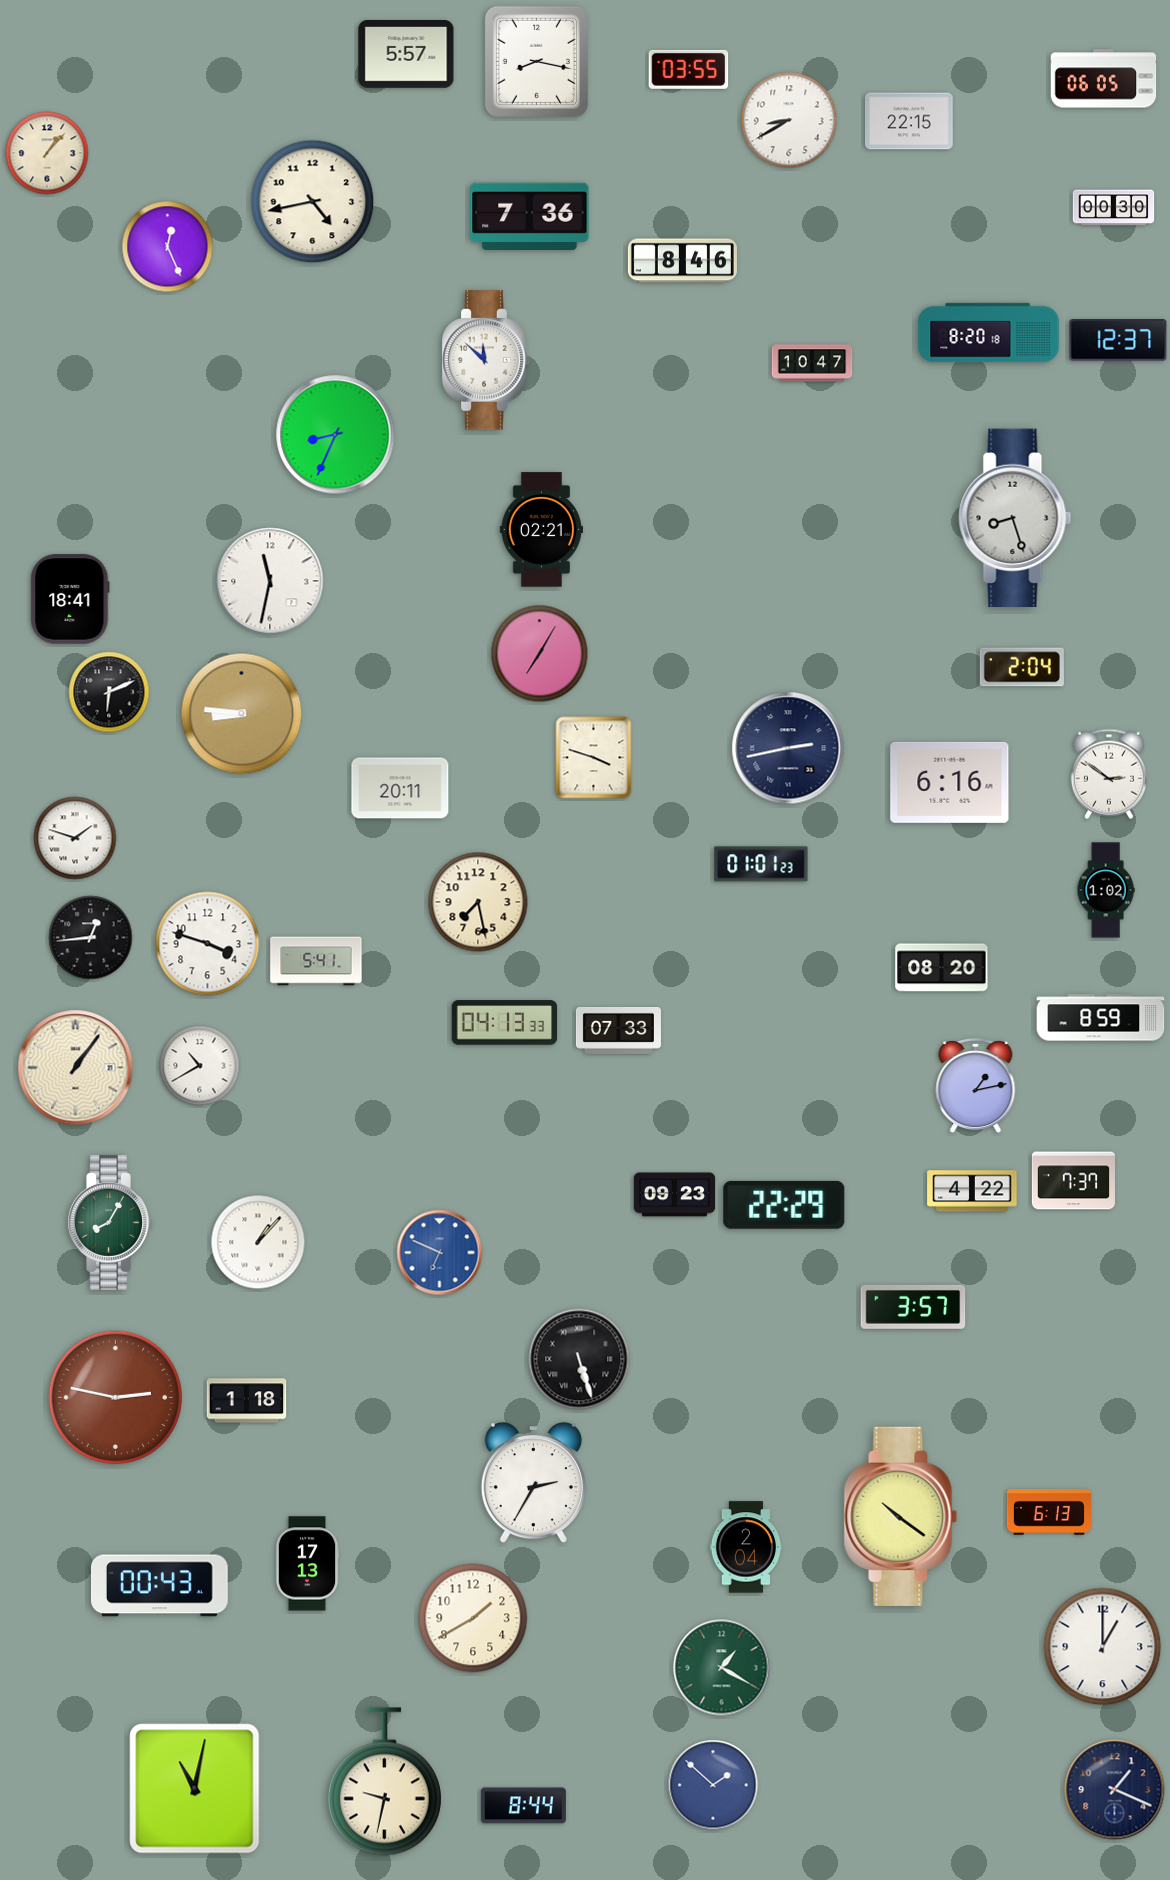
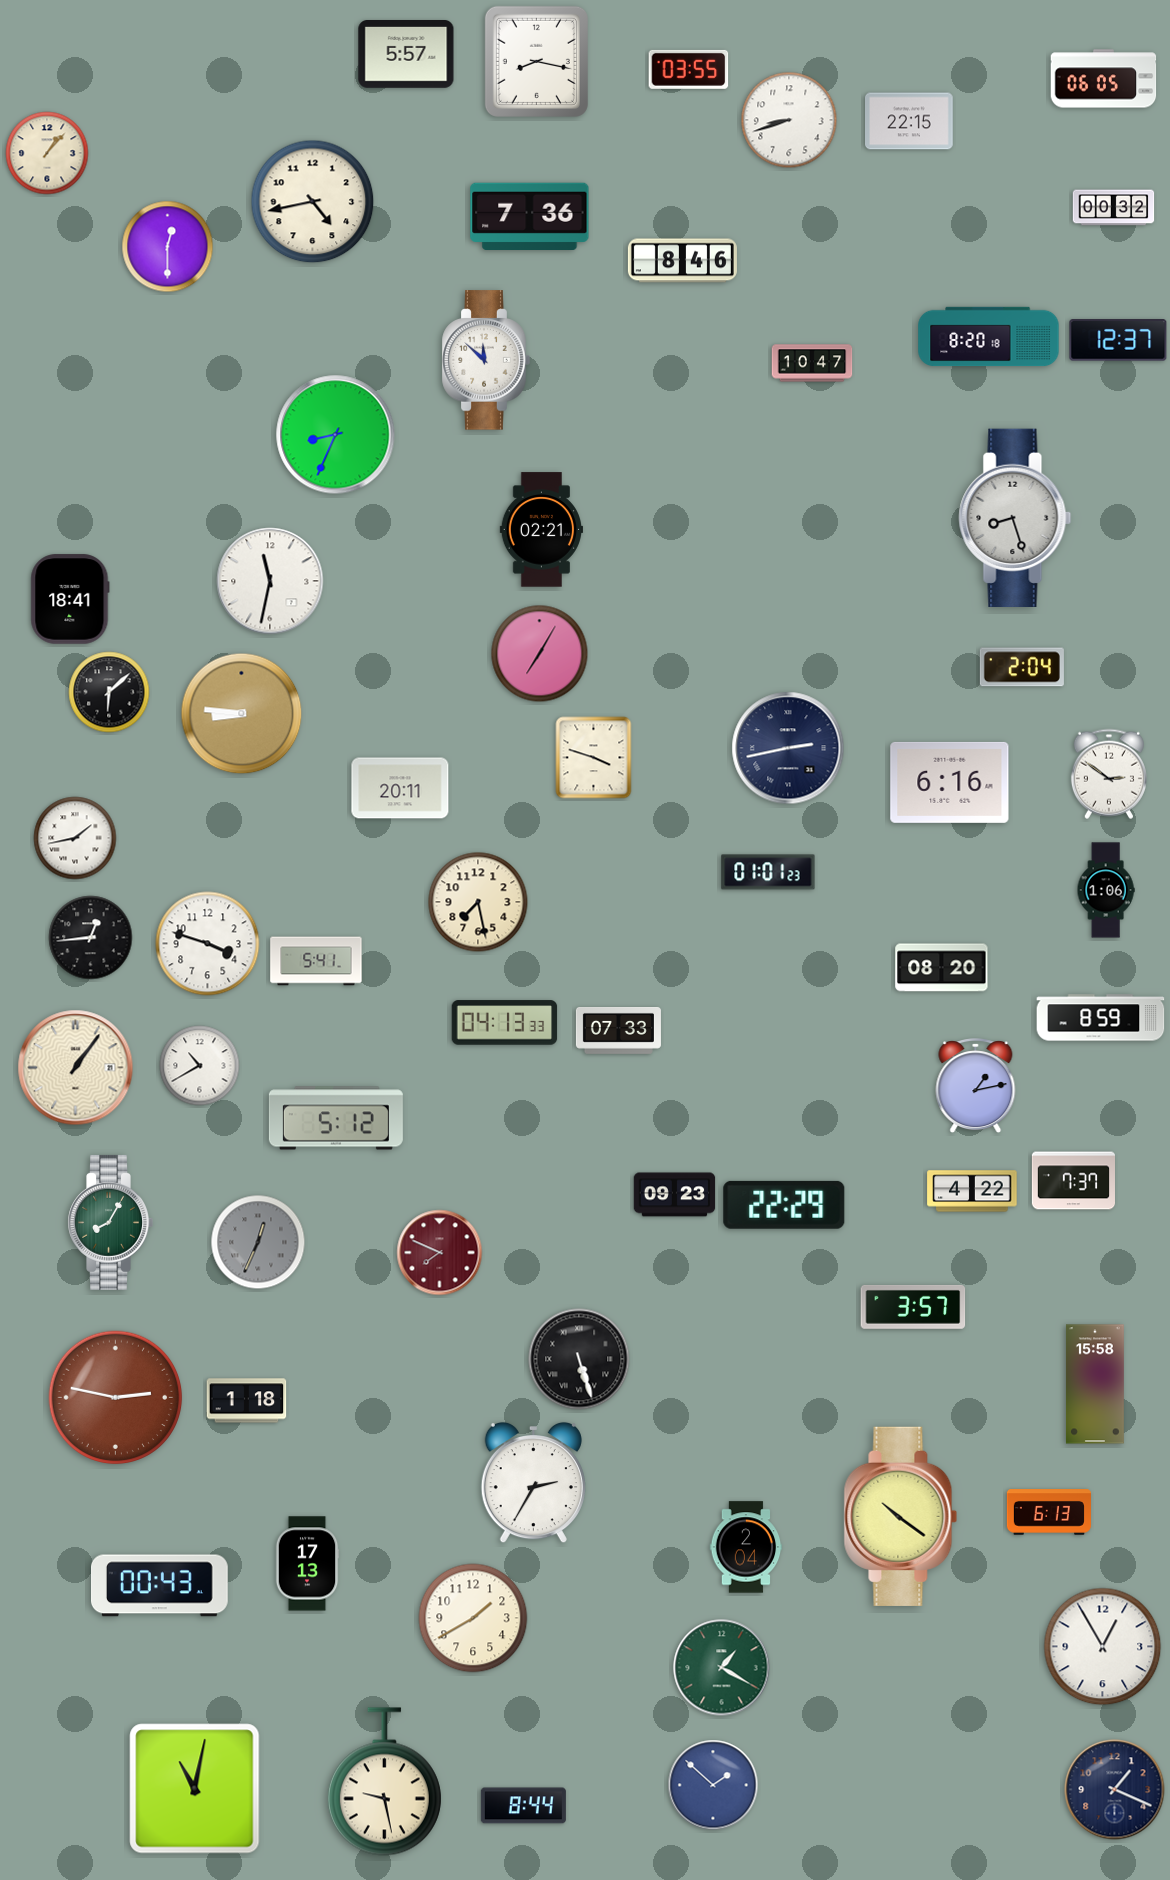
clock at (789, 120): 8:40 -> 8:42
clock at (1114, 208): 00:30 -> 00:32
clock at (168, 247): 12:26 -> 12:30
clock at (989, 333) position: (989, 333) -> (989, 337)
clock at (109, 692): 6:11 -> 6:08
clock at (75, 838): 1:48 -> 1:43
clock at (761, 864) position: (761, 864) -> (768, 872)
clock at (1106, 890): 1:02 -> 1:06
clock at (336, 1118): none -> 5:12
clock at (258, 1242): 1:07 -> 12:34
clock at (258, 1242) dial: white -> grey
clock at (440, 1253): 6:49 -> 7:49
clock at (440, 1253) dial: blue -> burgundy
clock at (1095, 1384): none -> 15:58
clock at (1103, 1647): 1:00 -> 12:55
clock at (384, 1782): 9:32 -> 9:28
